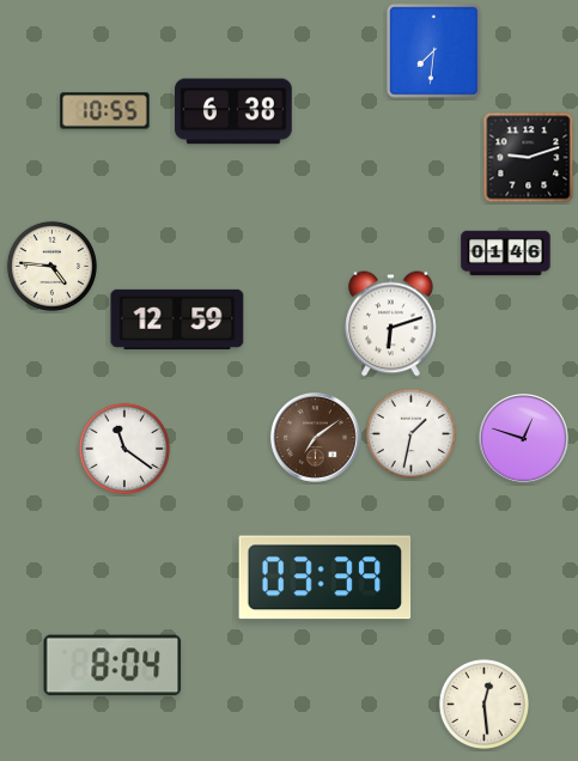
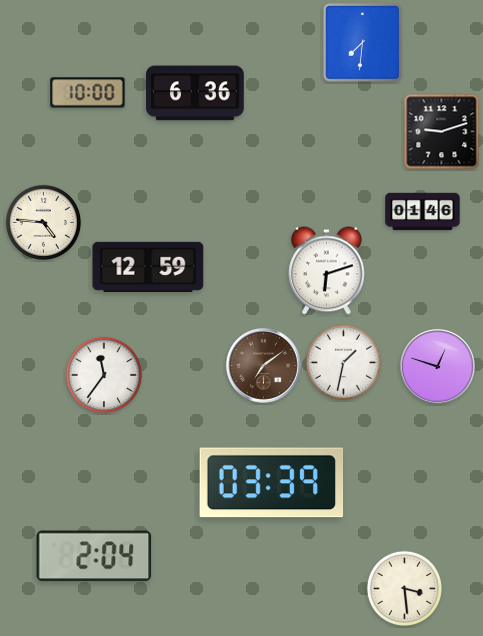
clock at (105, 111): 10:55 -> 10:00
clock at (233, 111): 6:38 -> 6:36
clock at (124, 449): 11:21 -> 11:36
clock at (112, 665): 8:04 -> 2:04
clock at (483, 704): 12:29 -> 3:29
